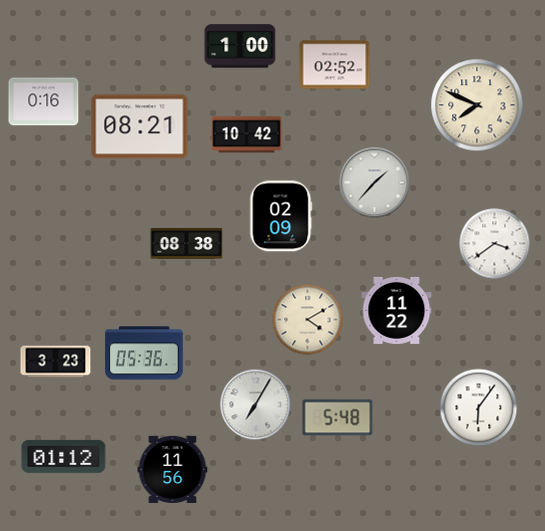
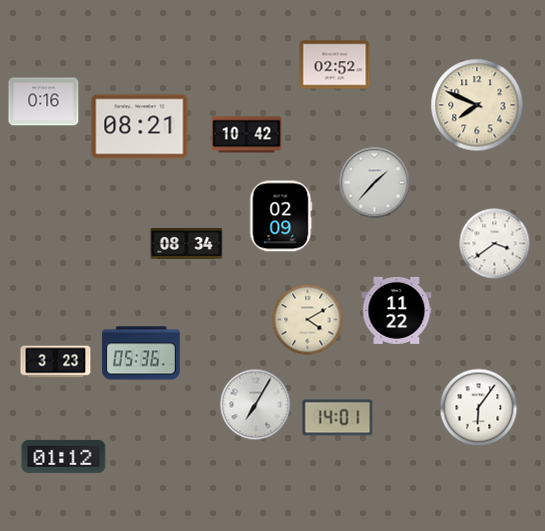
clock at (240, 46): 1:00 -> none
clock at (187, 243): 08:38 -> 08:34
clock at (144, 353) position: (144, 353) -> (141, 353)
clock at (338, 418): 5:48 -> 14:01
clock at (173, 469): 11:56 -> none
